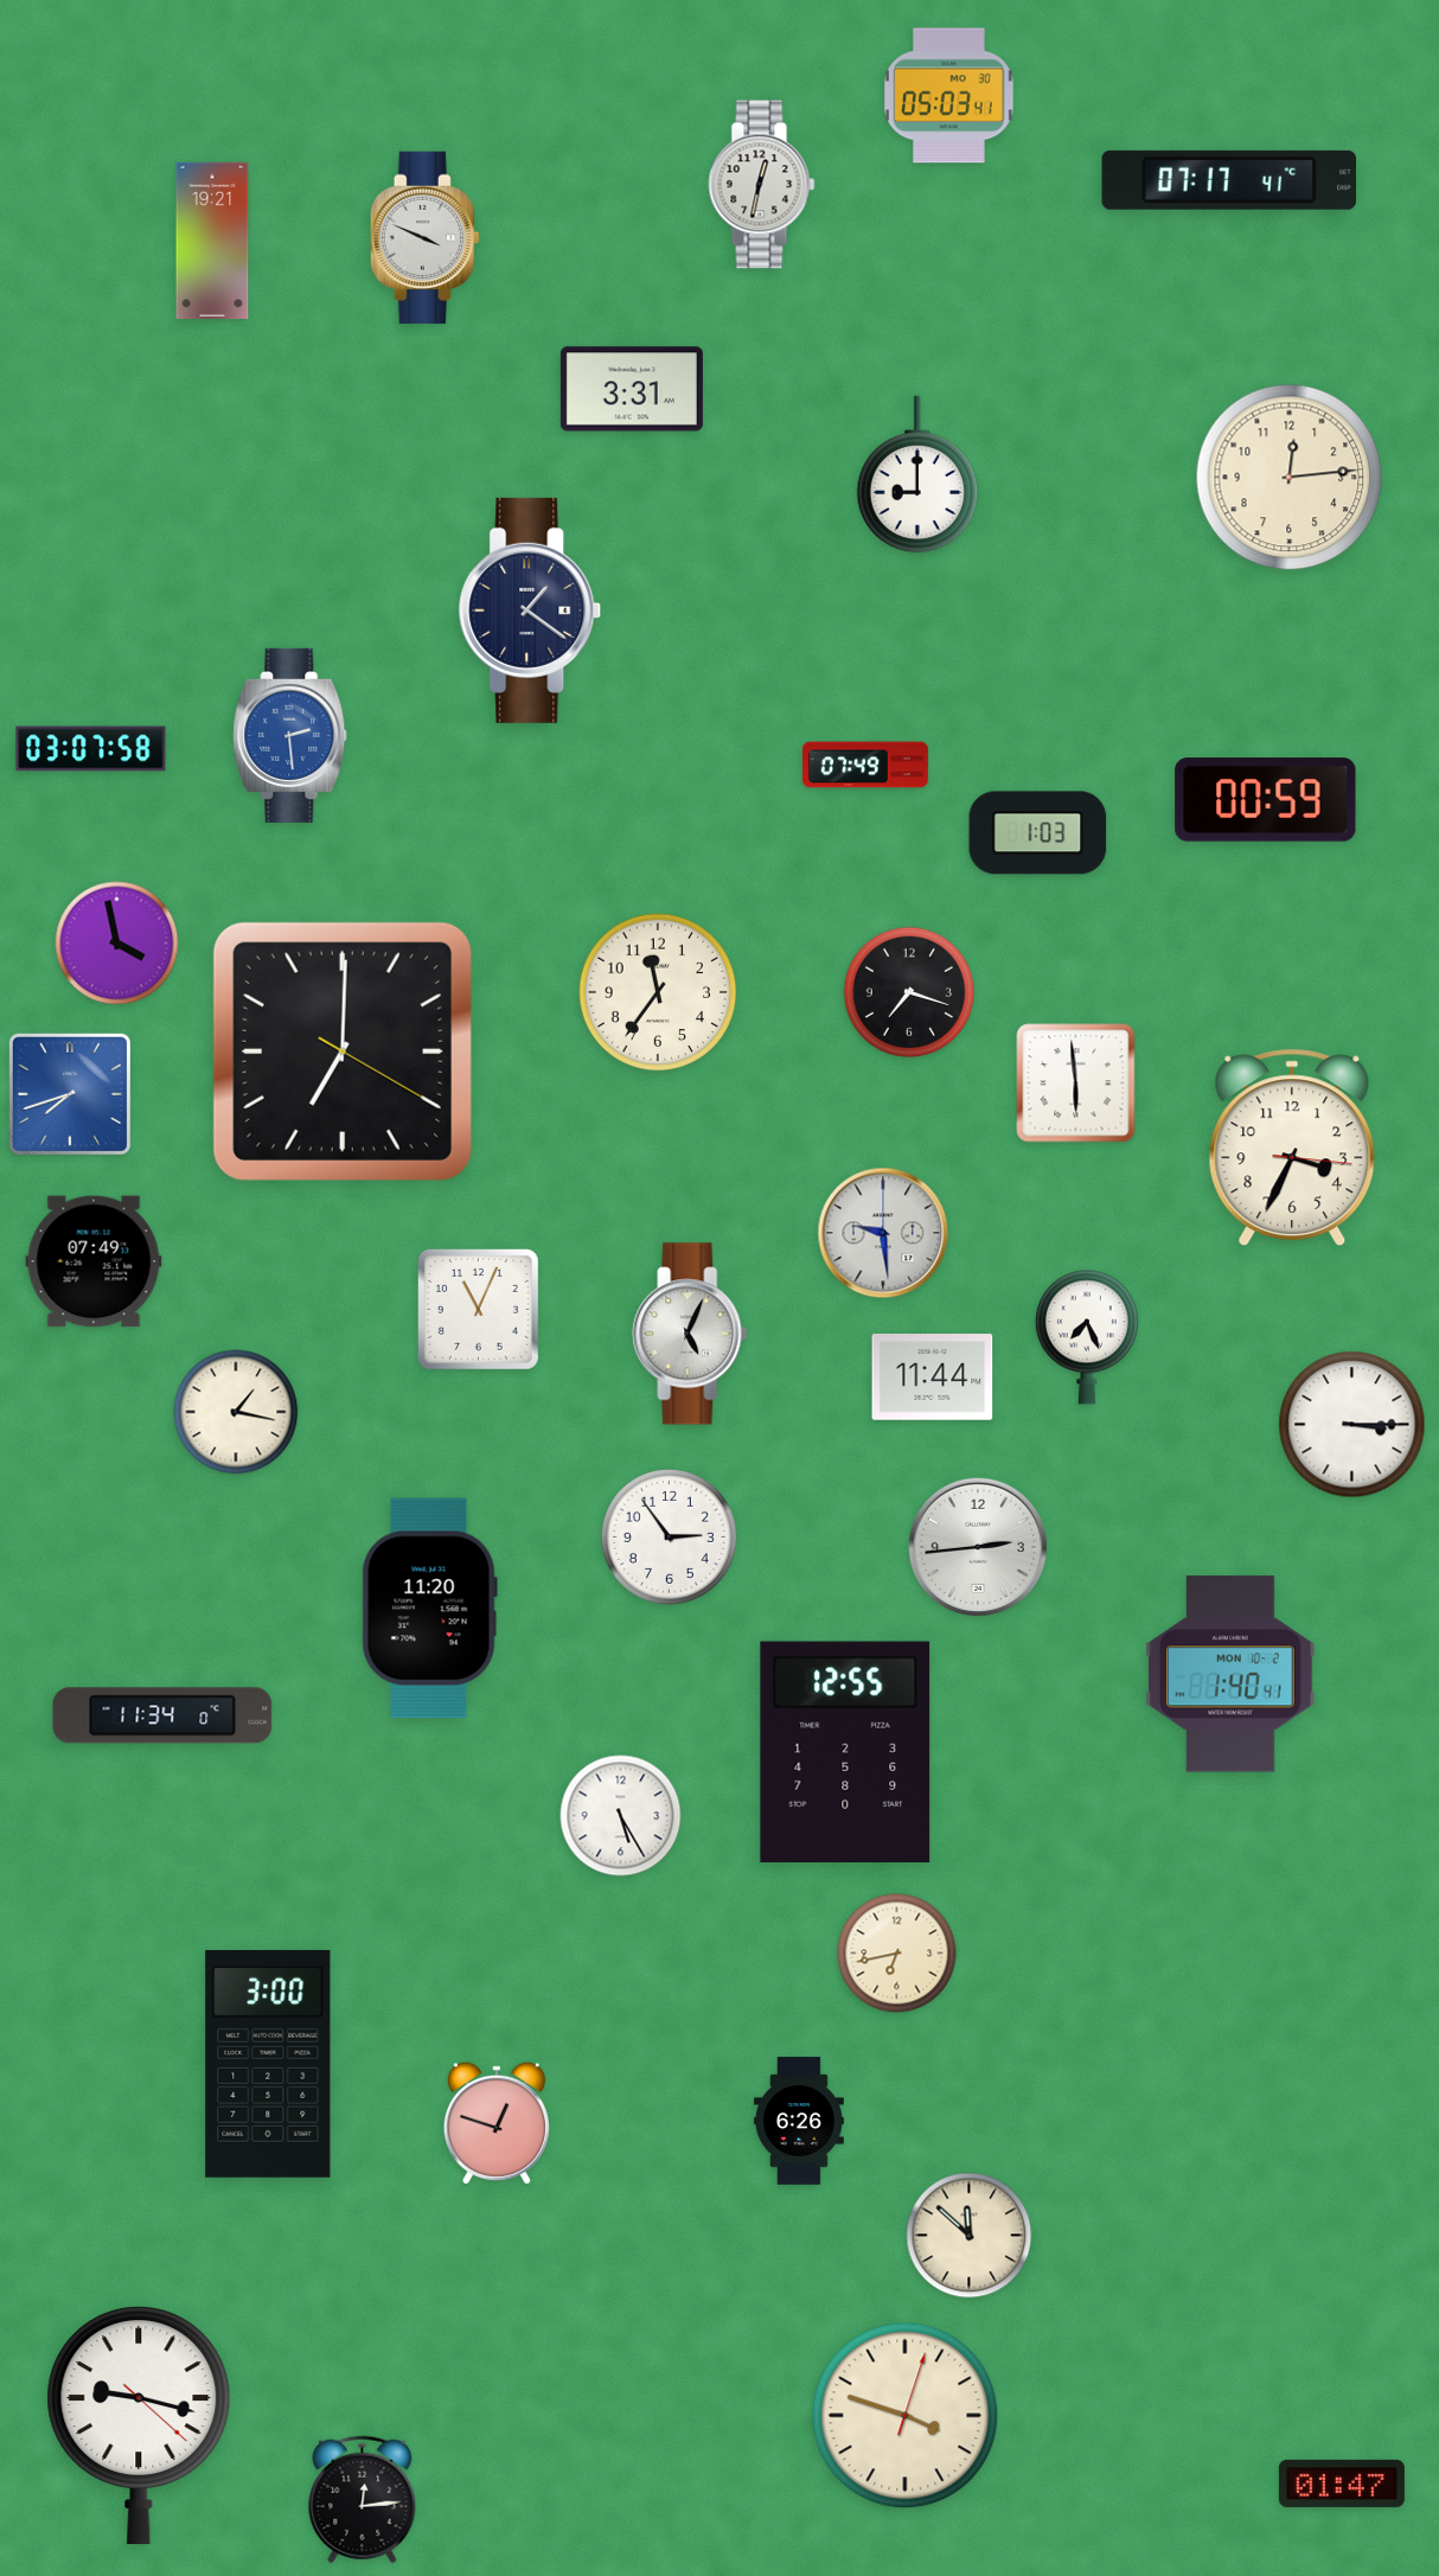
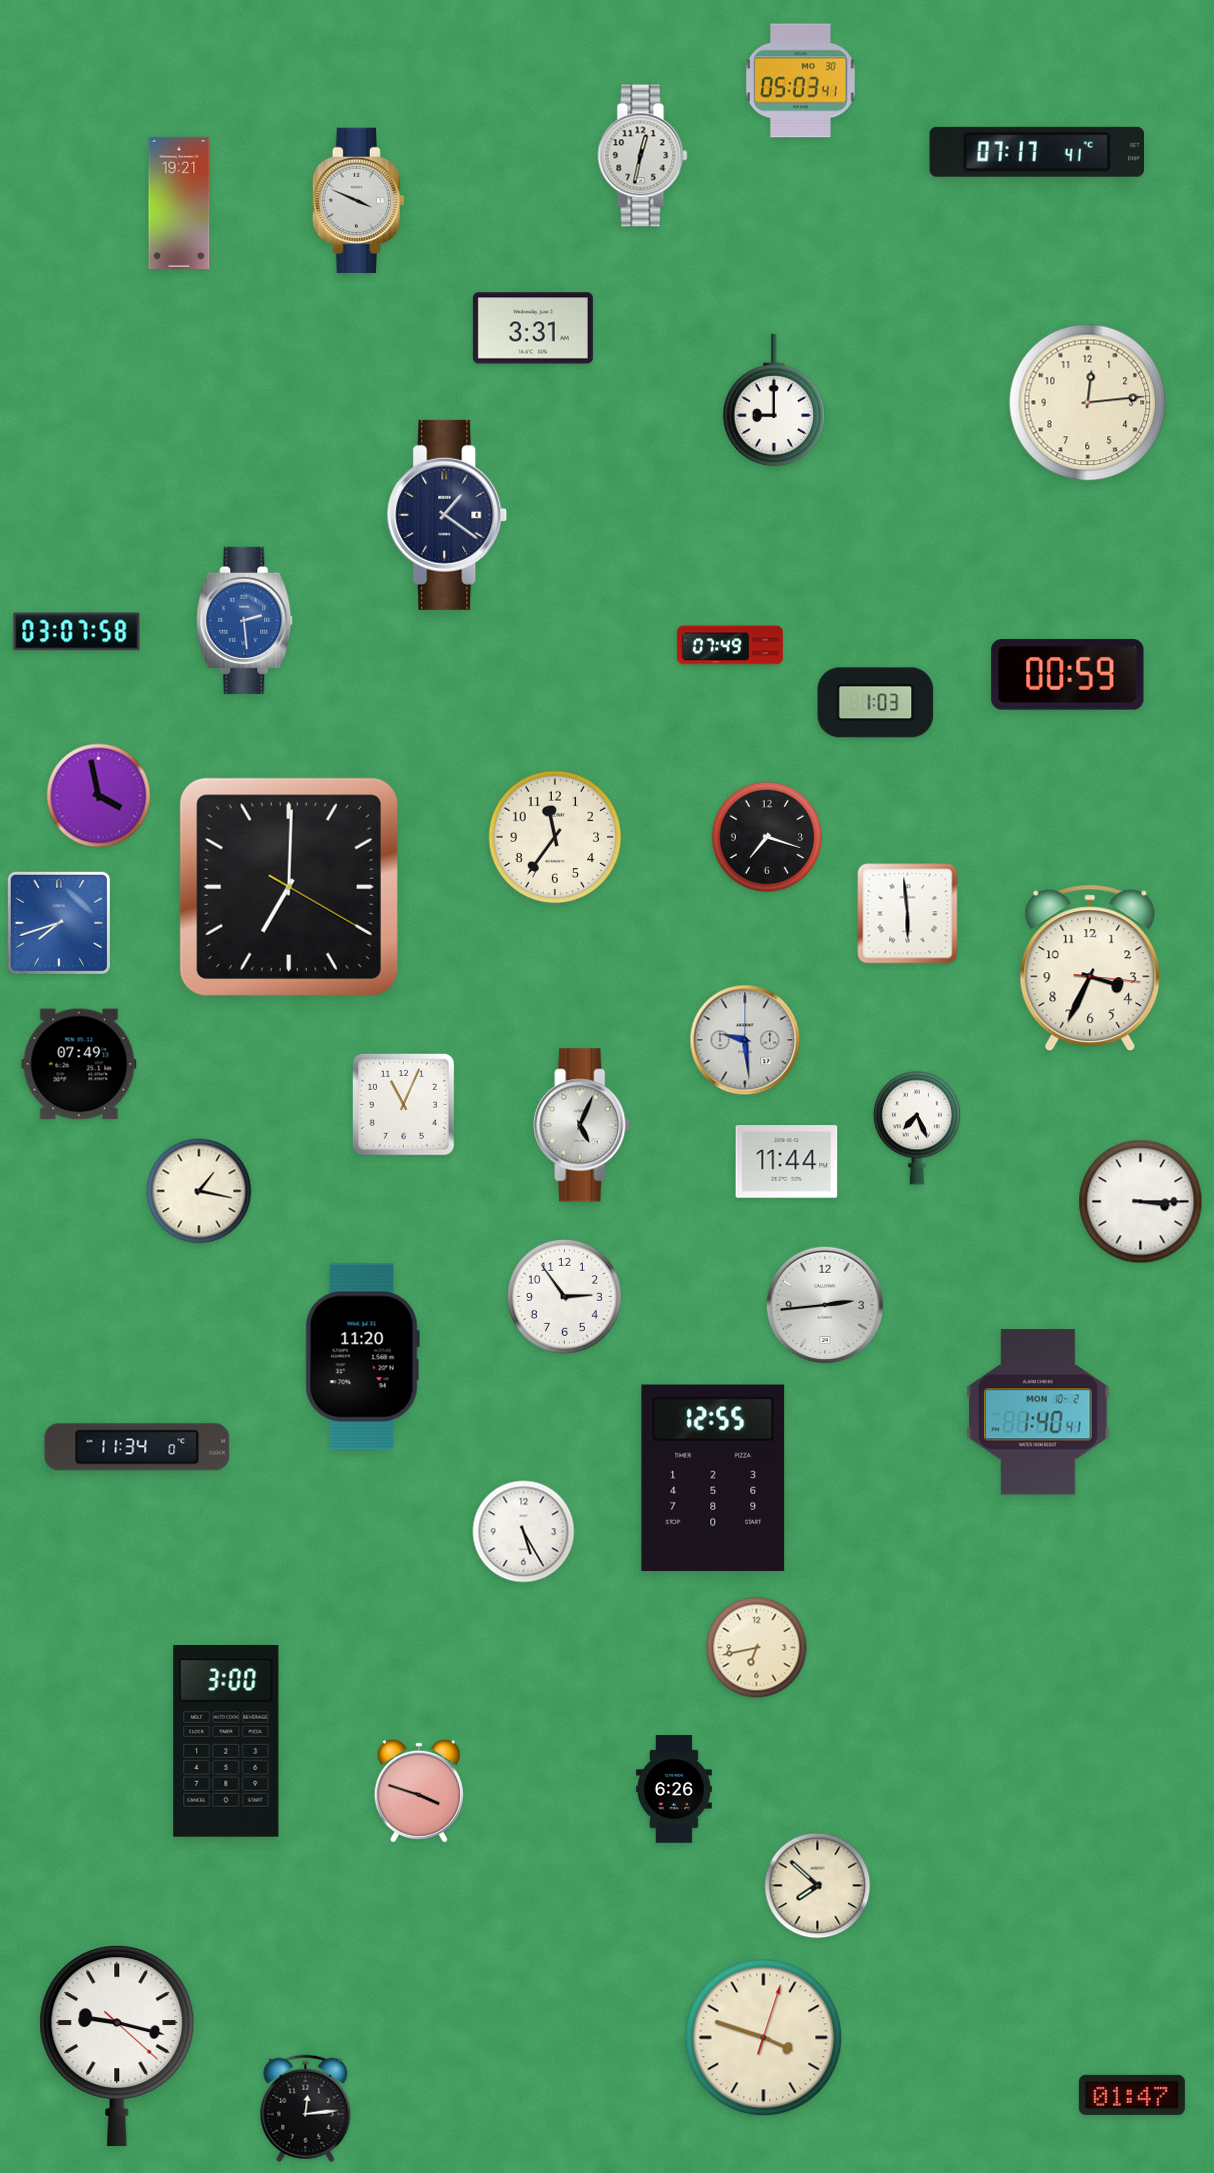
clock at (497, 2123): 12:48 -> 3:48
clock at (970, 2236): 11:52 -> 7:52
